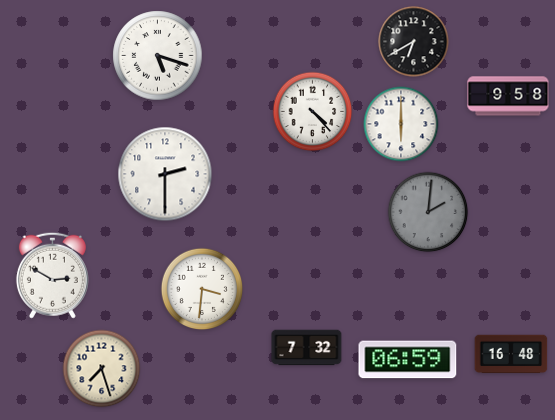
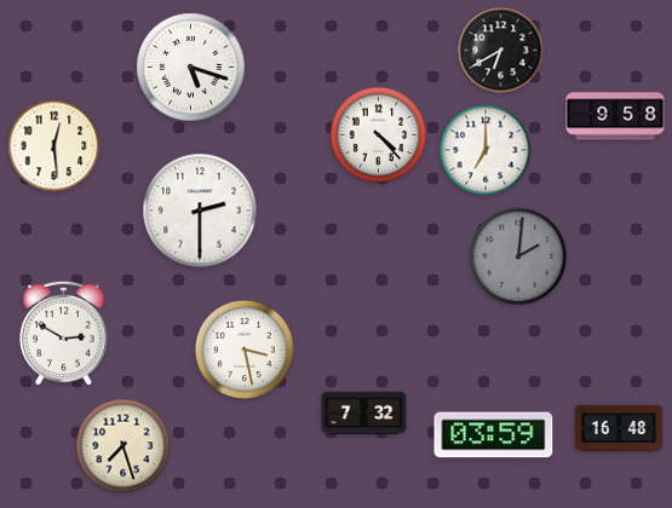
clock at (54, 146): none -> 12:29
clock at (401, 124): 6:00 -> 7:00
clock at (202, 289): 3:31 -> 3:28
clock at (307, 348) position: (307, 348) -> (364, 414)
clock at (408, 360): 06:59 -> 03:59
